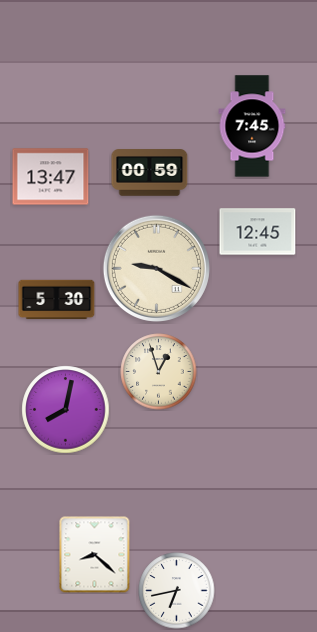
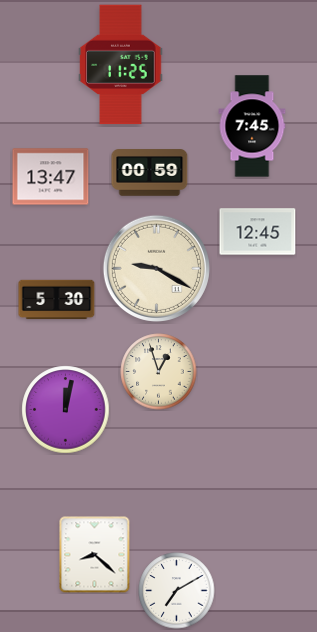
clock at (121, 65): none -> 11:25
clock at (66, 410): 8:02 -> 12:02
clock at (177, 591): 6:43 -> 7:10
